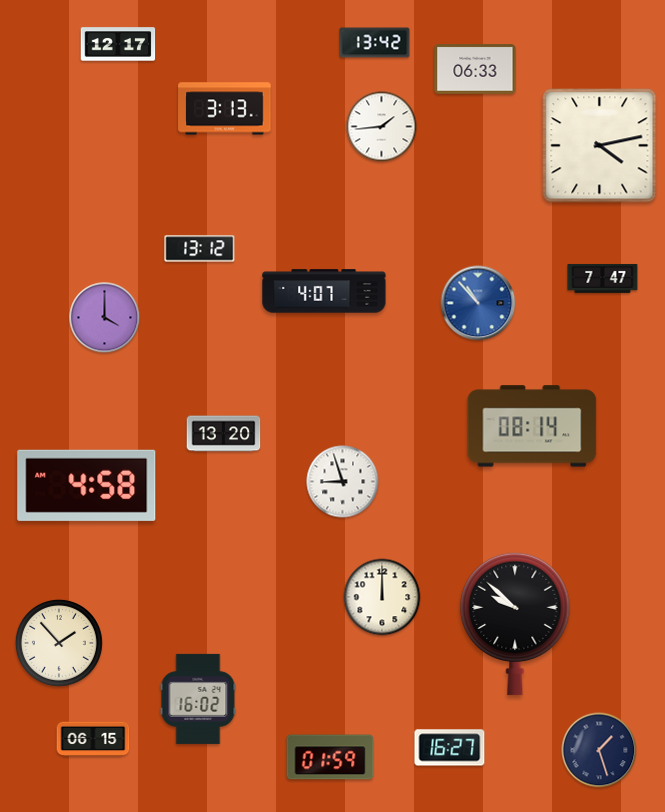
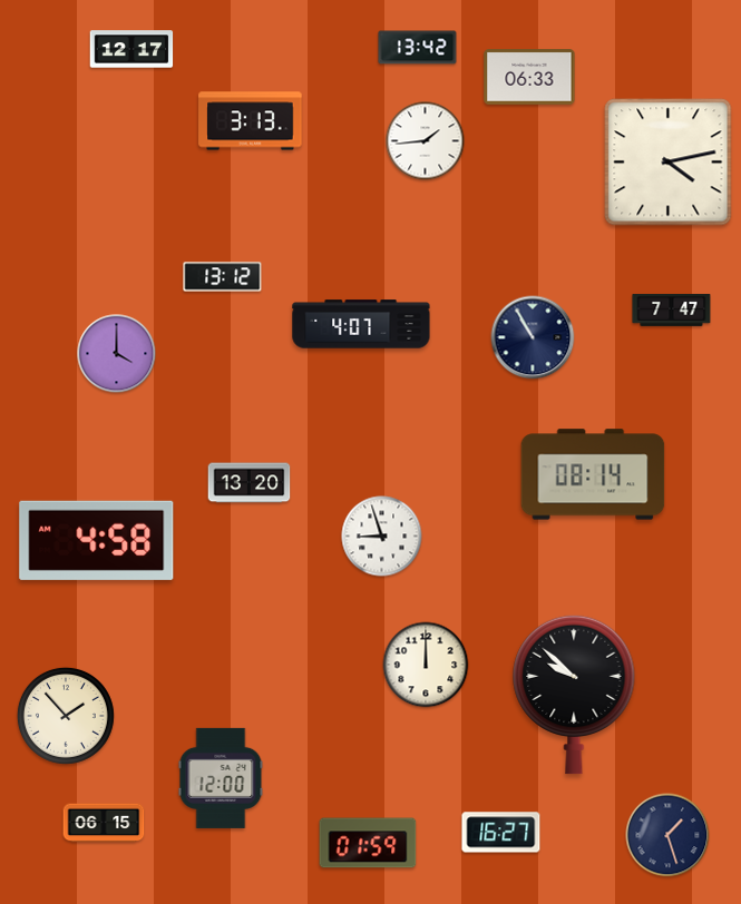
clock at (478, 303): 10:53 -> 10:55
clock at (478, 303) dial: blue -> navy
clock at (198, 699): 16:02 -> 12:00
